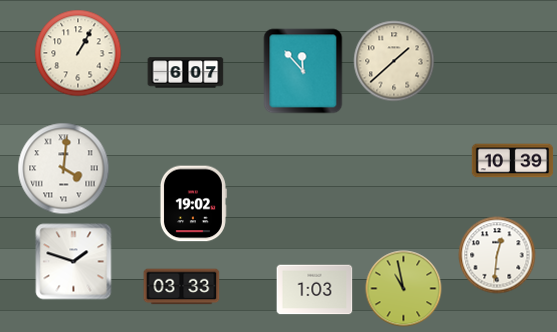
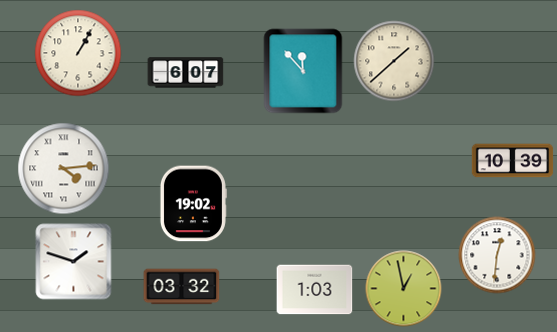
clock at (64, 169): 4:01 -> 4:14
clock at (182, 287): 03:33 -> 03:32
clock at (404, 289): 10:58 -> 12:58
